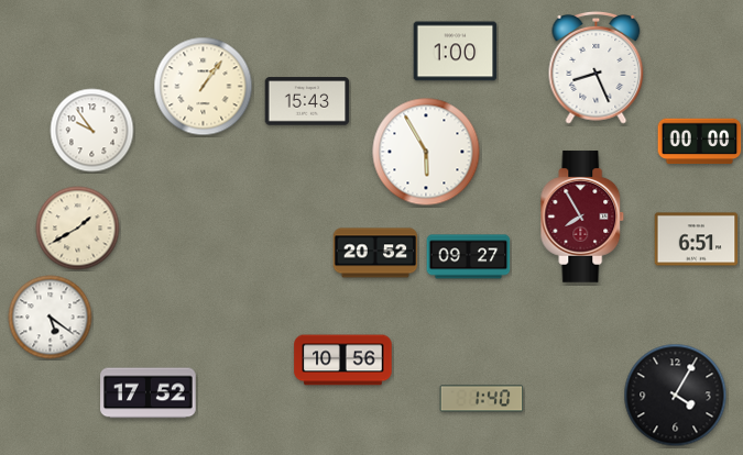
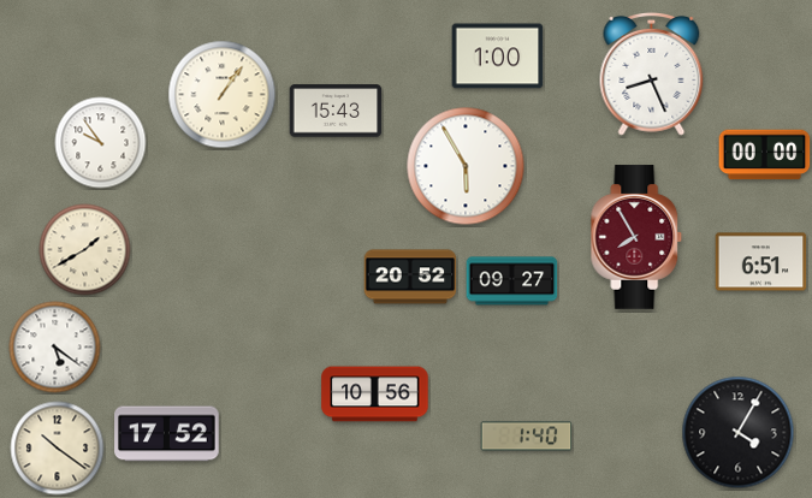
clock at (149, 393) position: (149, 393) -> (167, 434)
clock at (58, 449): none -> 10:21
